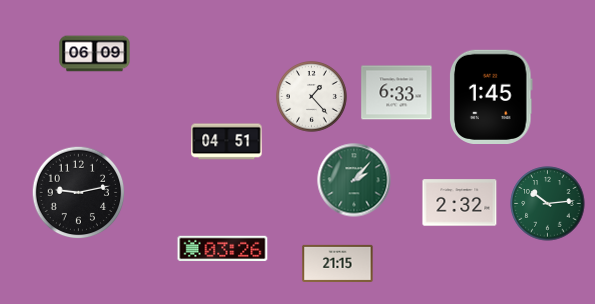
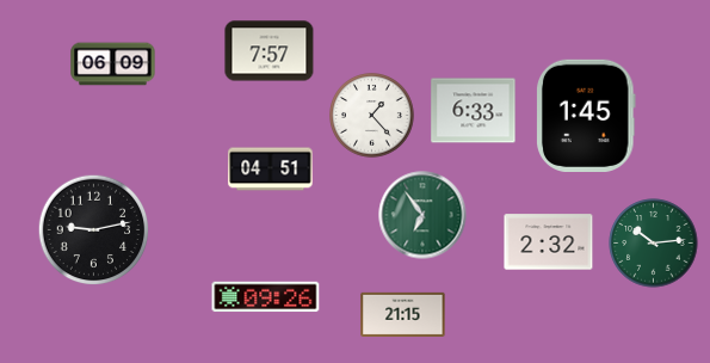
clock at (270, 51): none -> 7:57
clock at (354, 180): 2:07 -> 6:54
clock at (223, 249): 03:26 -> 09:26
